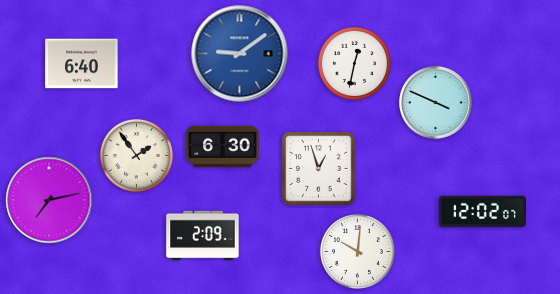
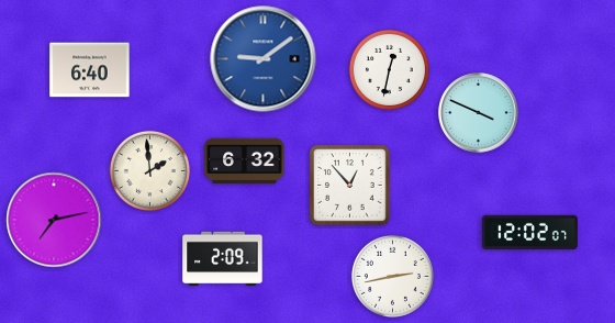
clock at (223, 147): 6:30 -> 6:32
clock at (136, 155): 1:54 -> 1:59
clock at (319, 169): 12:57 -> 12:53
clock at (357, 251): 10:01 -> 2:43
